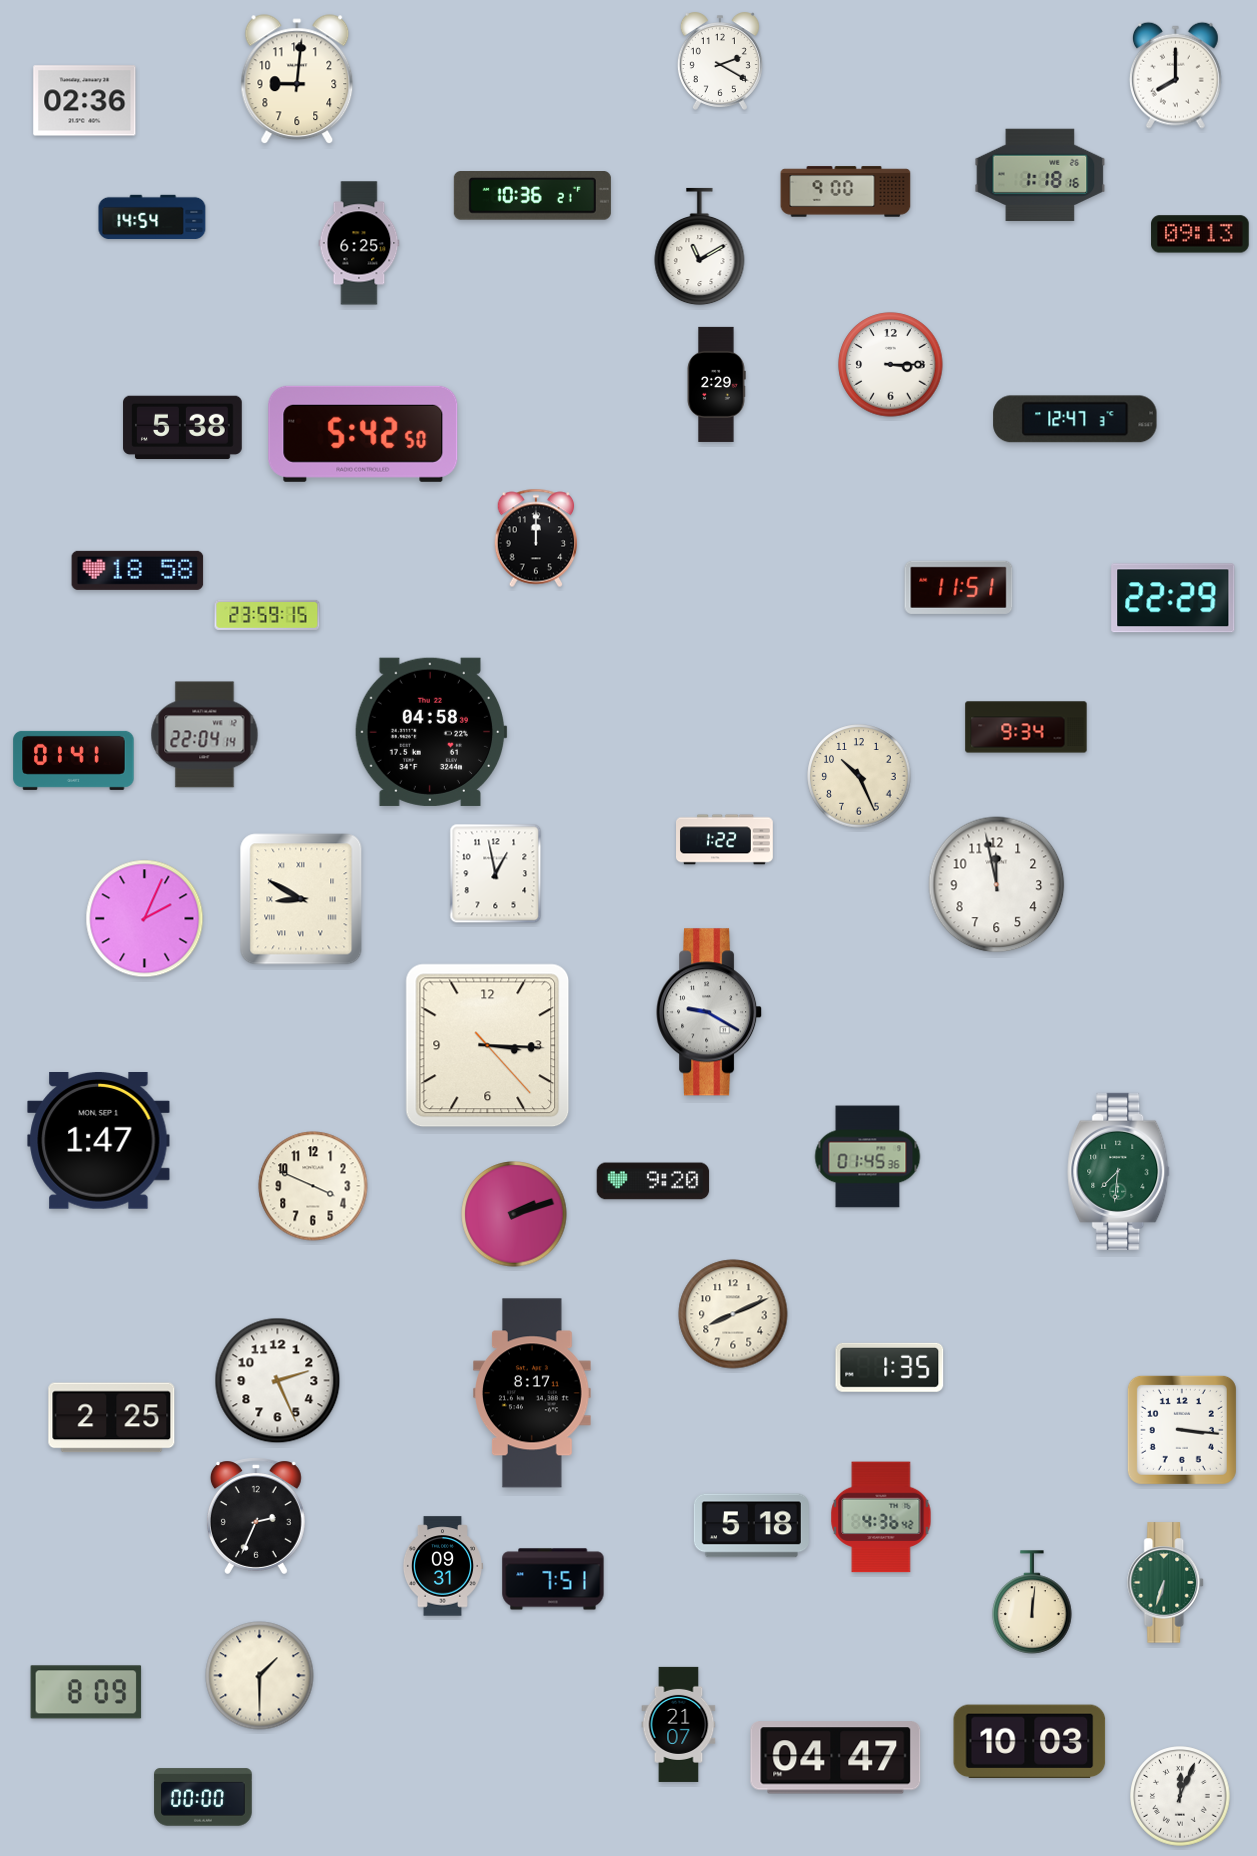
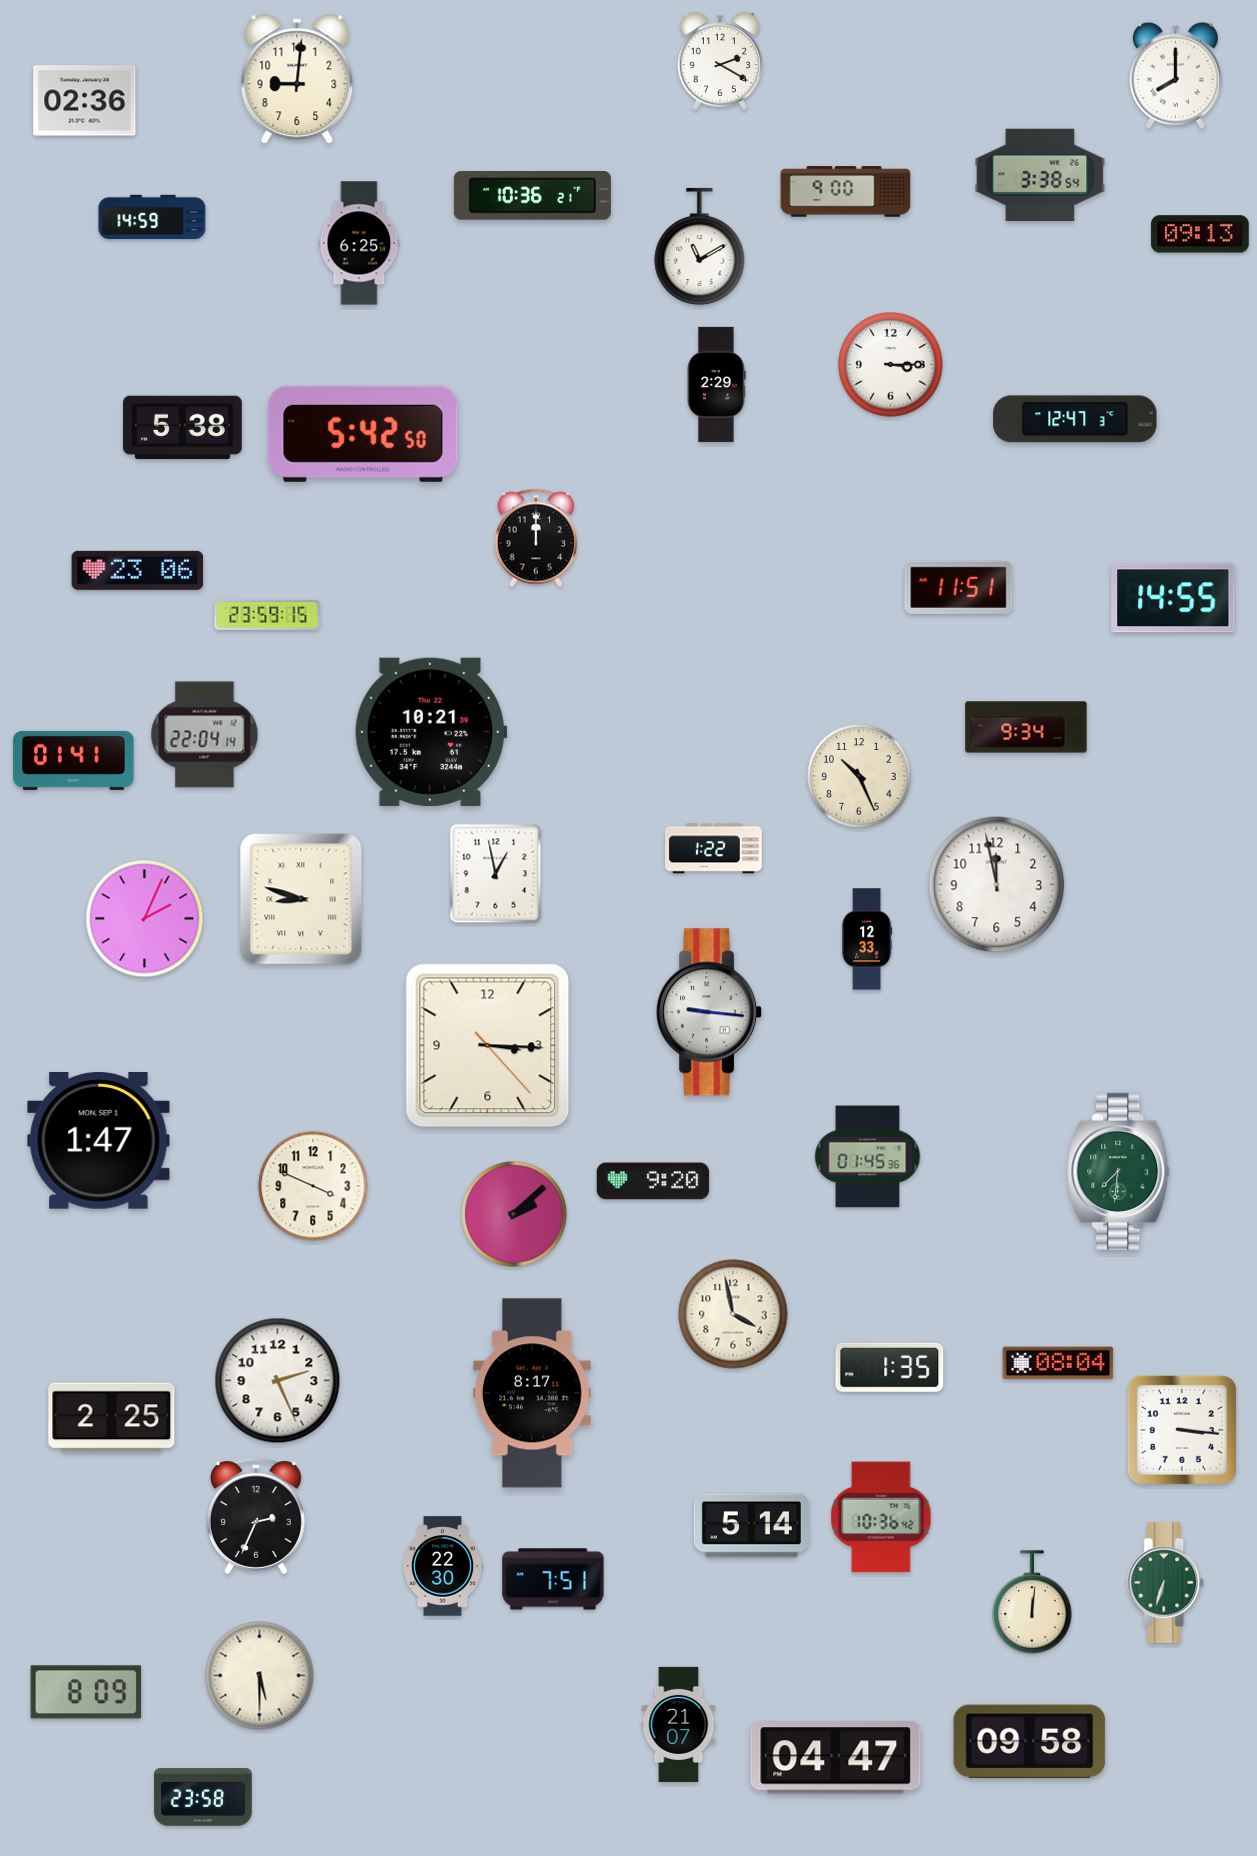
clock at (1040, 175): 1:18 -> 3:38
clock at (152, 217): 14:54 -> 14:59
clock at (138, 570): 18:58 -> 23:06
clock at (1173, 598): 22:29 -> 14:55
clock at (431, 732): 04:58 -> 10:21
clock at (725, 840) position: (725, 840) -> (714, 849)
clock at (301, 899): 8:50 -> 8:48
clock at (867, 939): none -> 12:33
clock at (710, 1012): 9:20 -> 9:16
clock at (514, 1214): 2:12 -> 2:08
clock at (733, 1314): 8:11 -> 3:58
clock at (1058, 1363): none -> 08:04
clock at (881, 1517): 4:36 -> 10:36
clock at (751, 1526): 5:18 -> 5:14
clock at (442, 1566): 09:31 -> 22:30
clock at (260, 1676): 1:30 -> 5:30
clock at (1030, 1742): 10:03 -> 09:58
clock at (1180, 1796): 12:04 -> none
clock at (203, 1797): 00:00 -> 23:58
